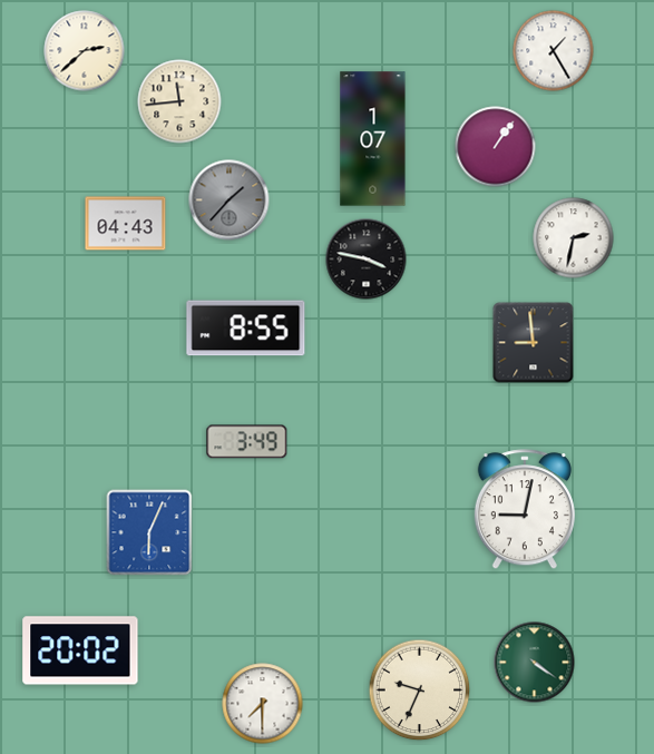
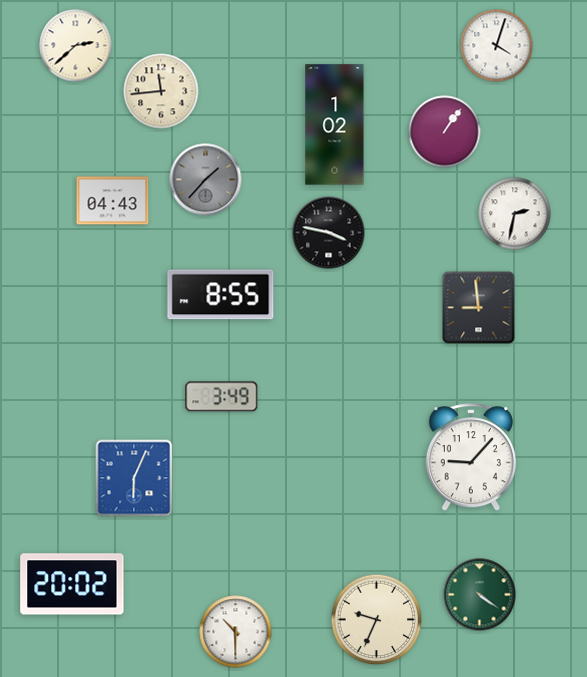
clock at (554, 51): 1:25 -> 4:03
clock at (373, 139): 1:07 -> 1:02
clock at (525, 510): 9:02 -> 9:07
clock at (263, 704): 7:30 -> 10:30
